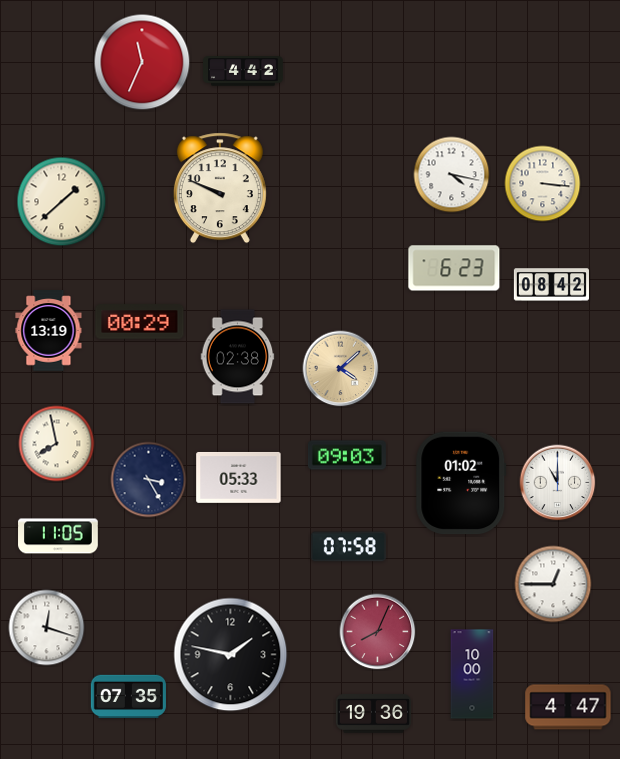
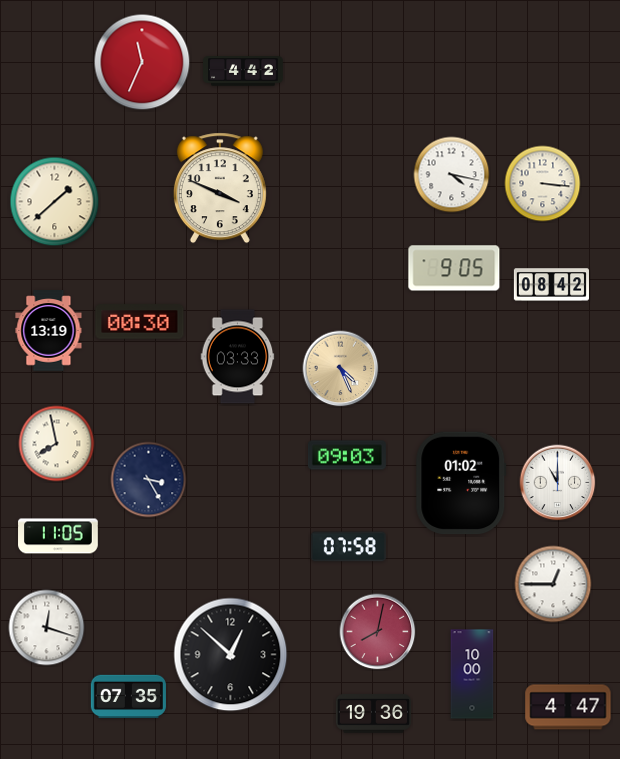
clock at (220, 188): 9:49 -> 3:49
clock at (62, 202) position: (62, 202) -> (55, 202)
clock at (454, 268): 6:23 -> 9:05
clock at (140, 322): 00:29 -> 00:30
clock at (238, 357): 02:38 -> 03:33
clock at (341, 369): 4:08 -> 4:26
clock at (239, 478): 05:33 -> none
clock at (378, 632): 8:04 -> 8:02
clock at (231, 655): 1:47 -> 12:52
